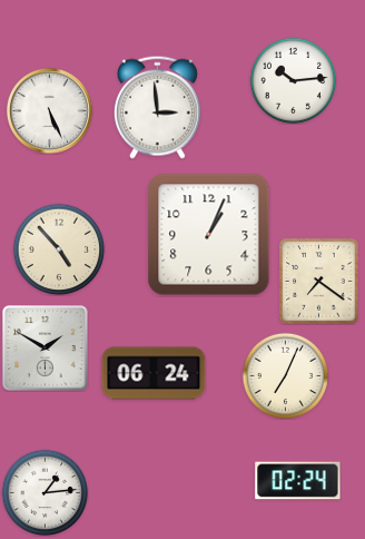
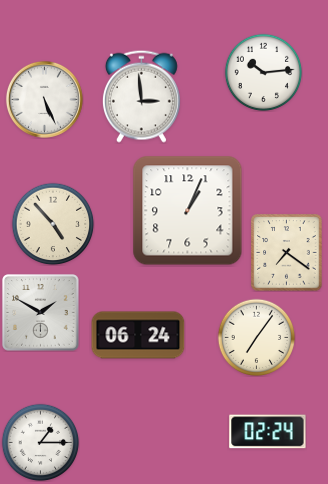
clock at (285, 375): 7:04 -> 7:06
clock at (45, 492): 1:14 -> 1:15
